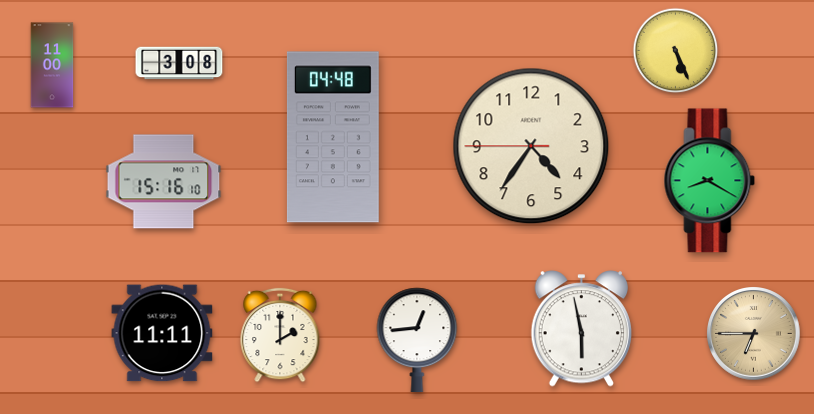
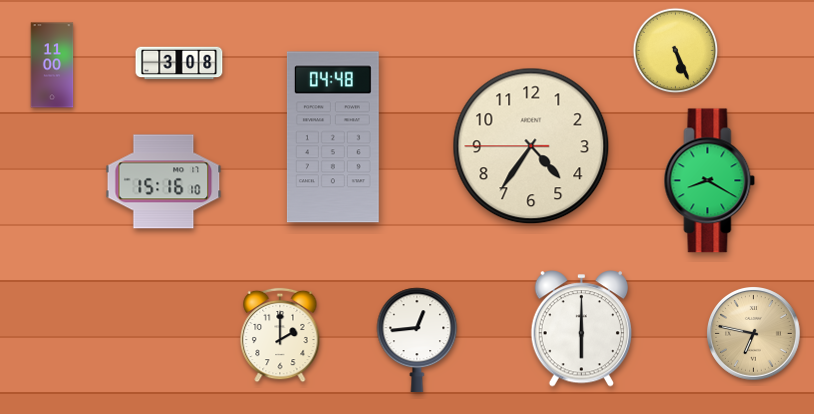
clock at (581, 329): 5:58 -> 6:00
clock at (162, 333): 11:11 -> none
clock at (754, 334): 6:45 -> 6:47
